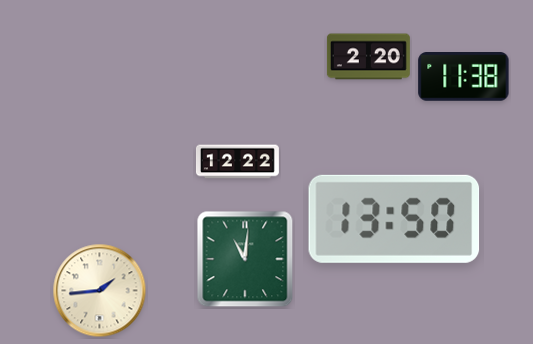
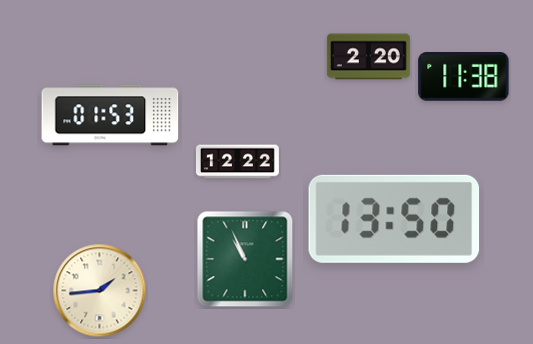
clock at (110, 115): none -> 01:53
clock at (245, 259): 11:01 -> 10:56
